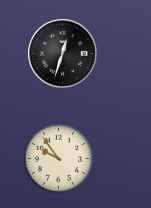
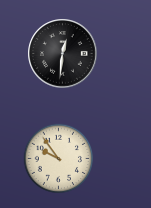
clock at (63, 54): 12:33 -> 12:31
